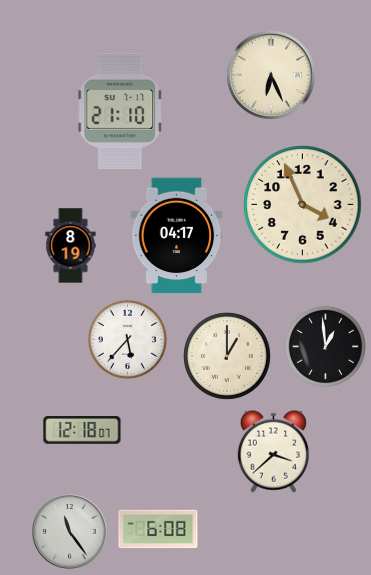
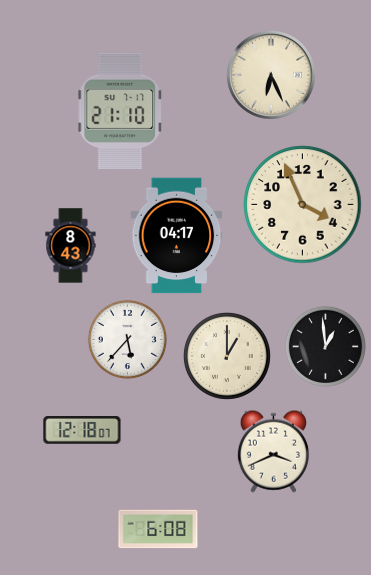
clock at (71, 246): 8:19 -> 8:43
clock at (273, 451): 3:38 -> 3:41
clock at (70, 532): 11:24 -> none
